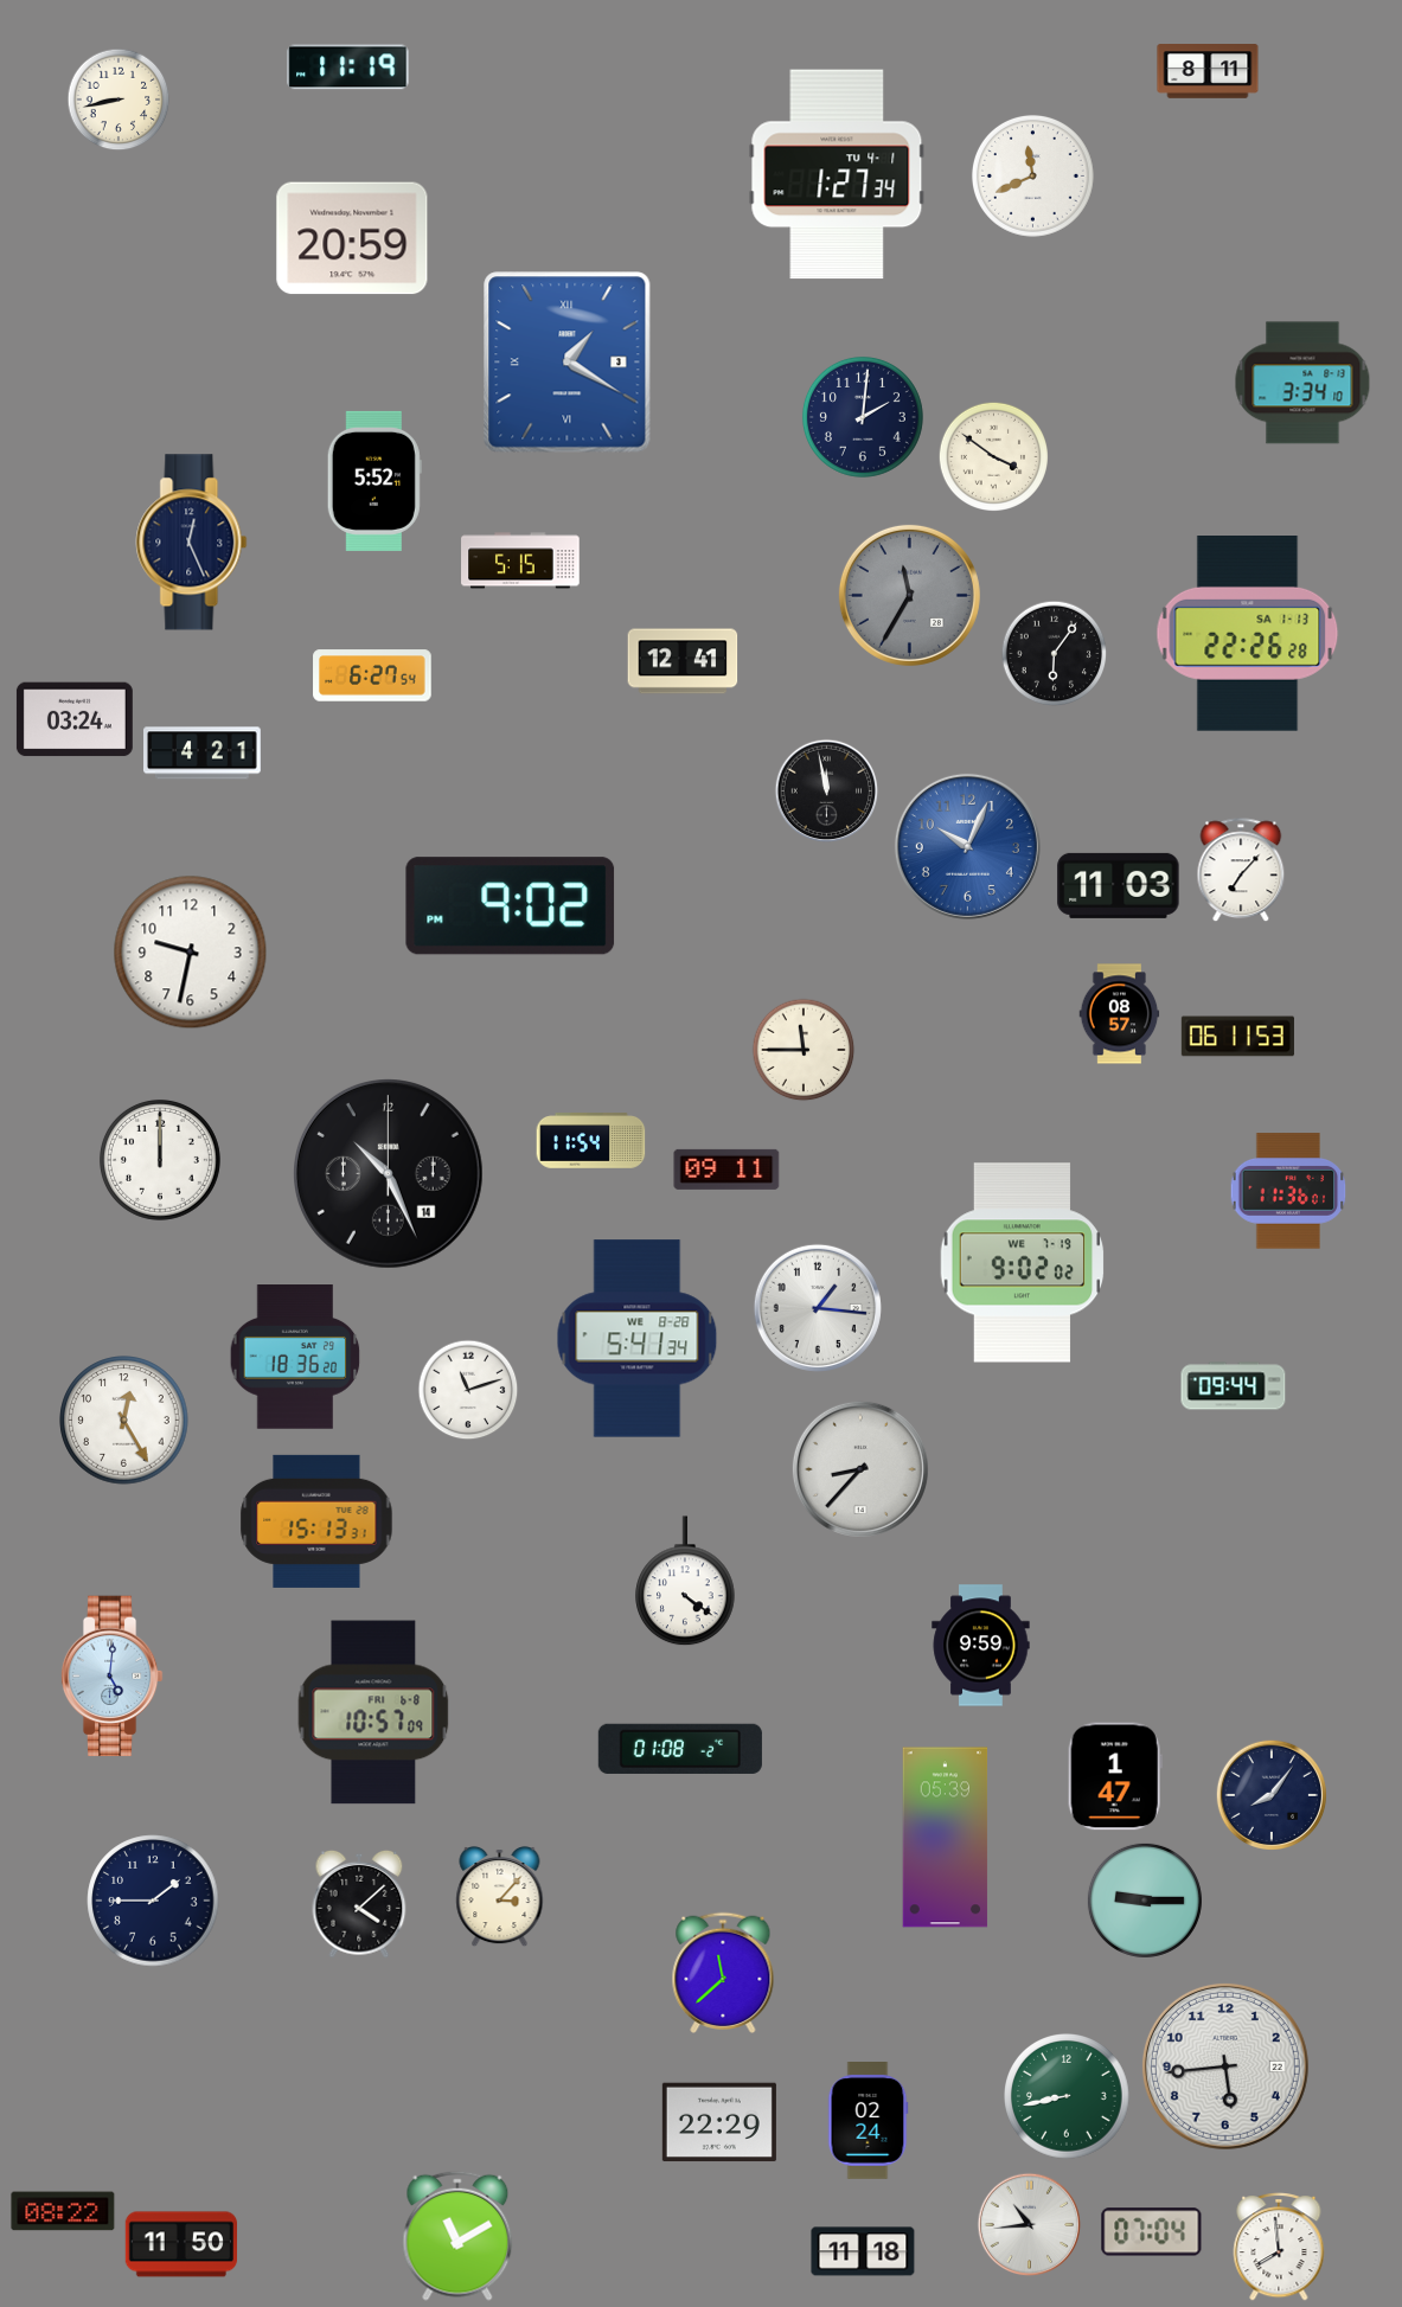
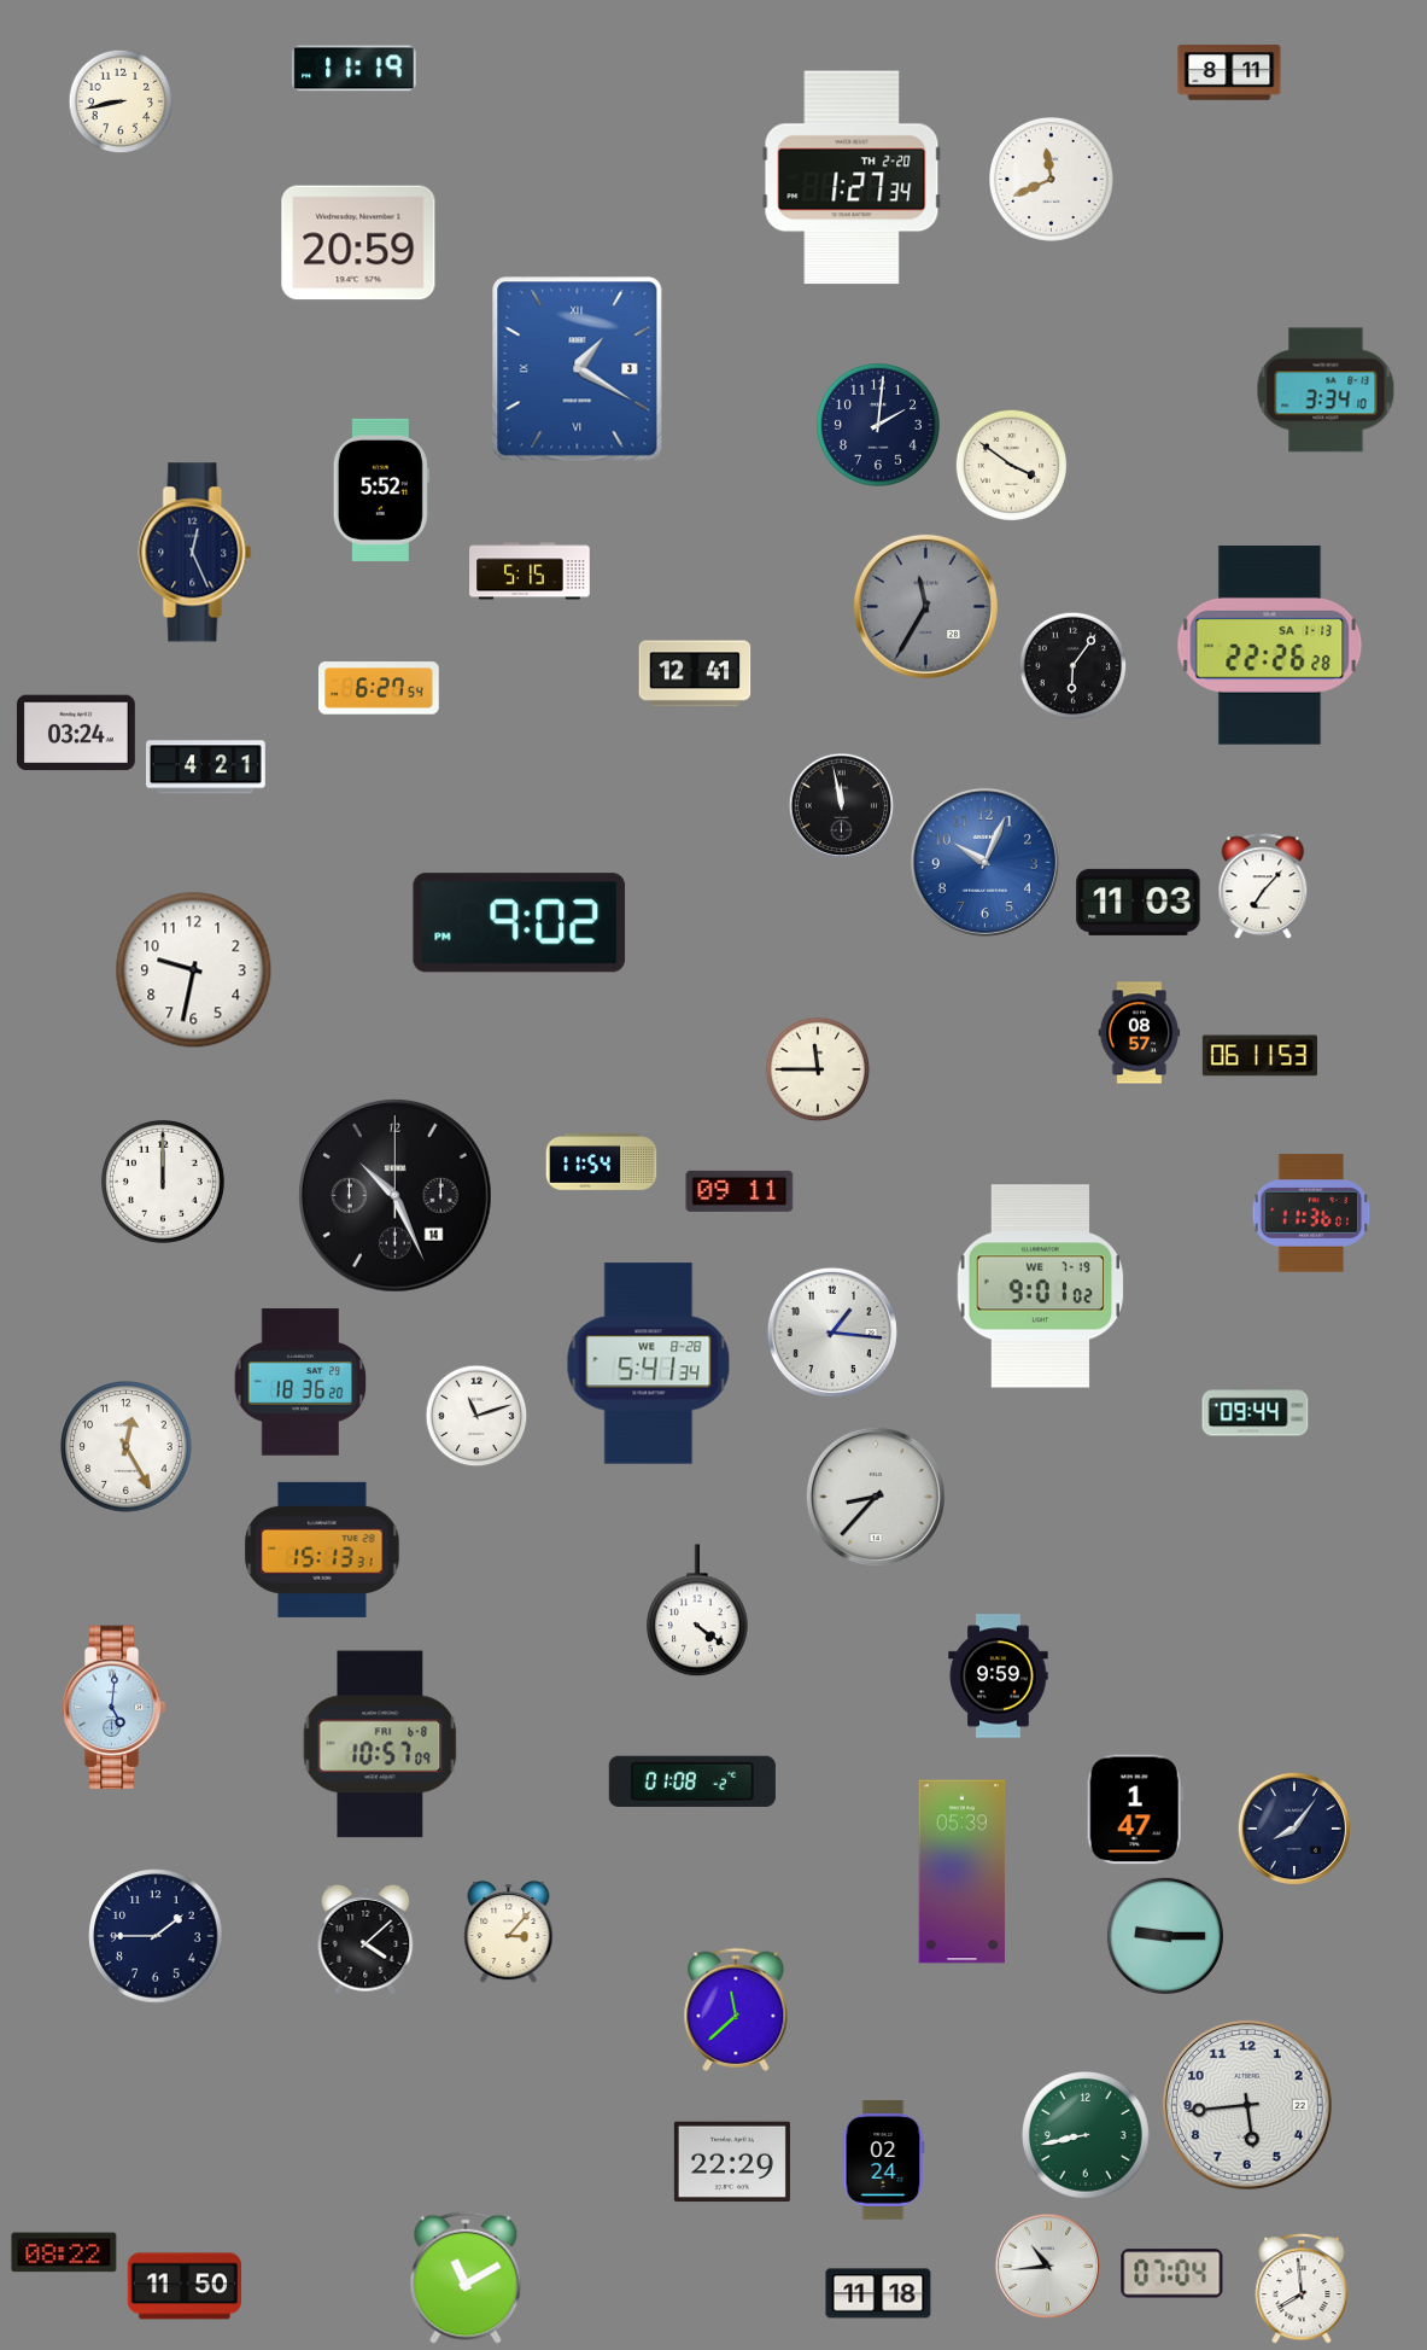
clock at (837, 174) date: TU 4-1 -> TH 2-20
clock at (1023, 1263): 9:02 -> 9:01
